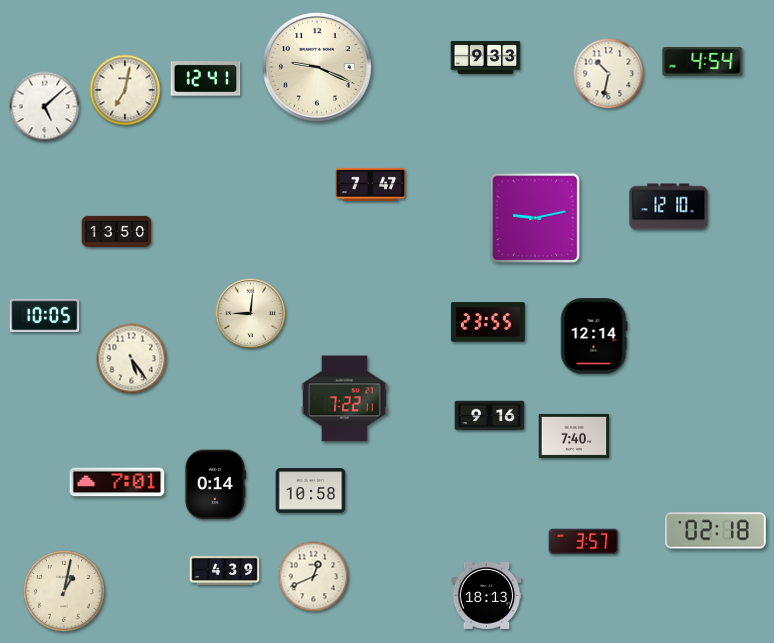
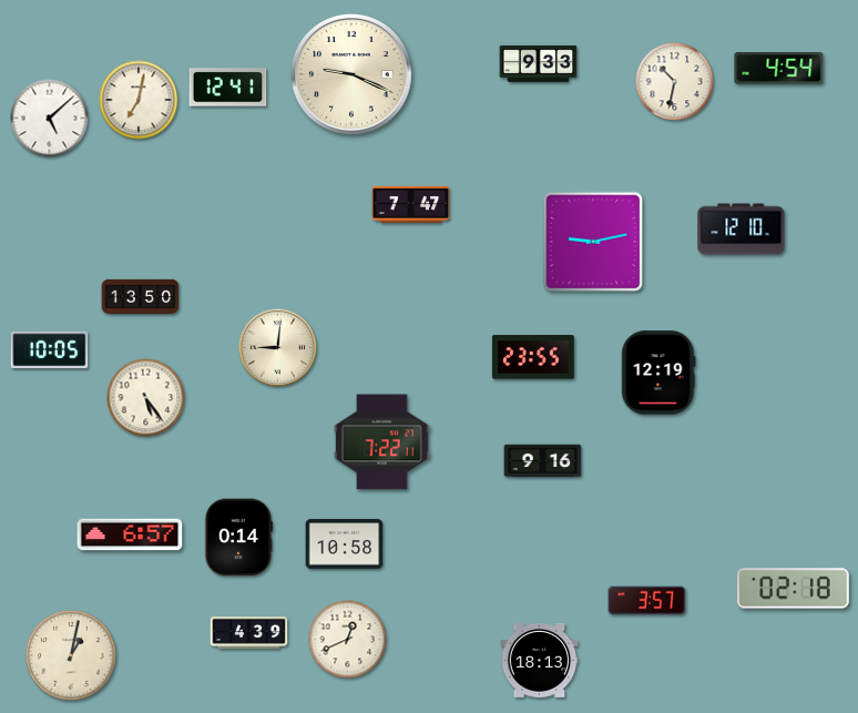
clock at (117, 231) position: (117, 231) -> (141, 296)
clock at (488, 322) position: (488, 322) -> (533, 357)
clock at (594, 336): 12:14 -> 12:19
clock at (574, 436): 7:40 -> none
clock at (117, 482): 7:01 -> 6:57
